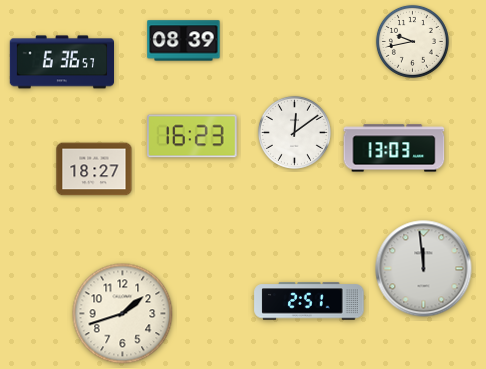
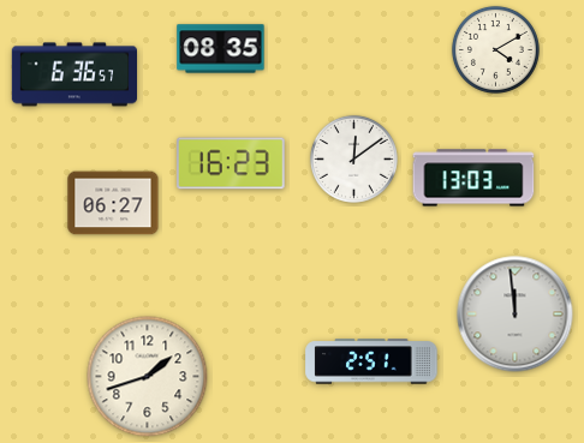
clock at (184, 41): 08:39 -> 08:35
clock at (412, 41): 9:43 -> 4:10
clock at (94, 169): 18:27 -> 06:27
clock at (424, 269) position: (424, 269) -> (516, 315)
